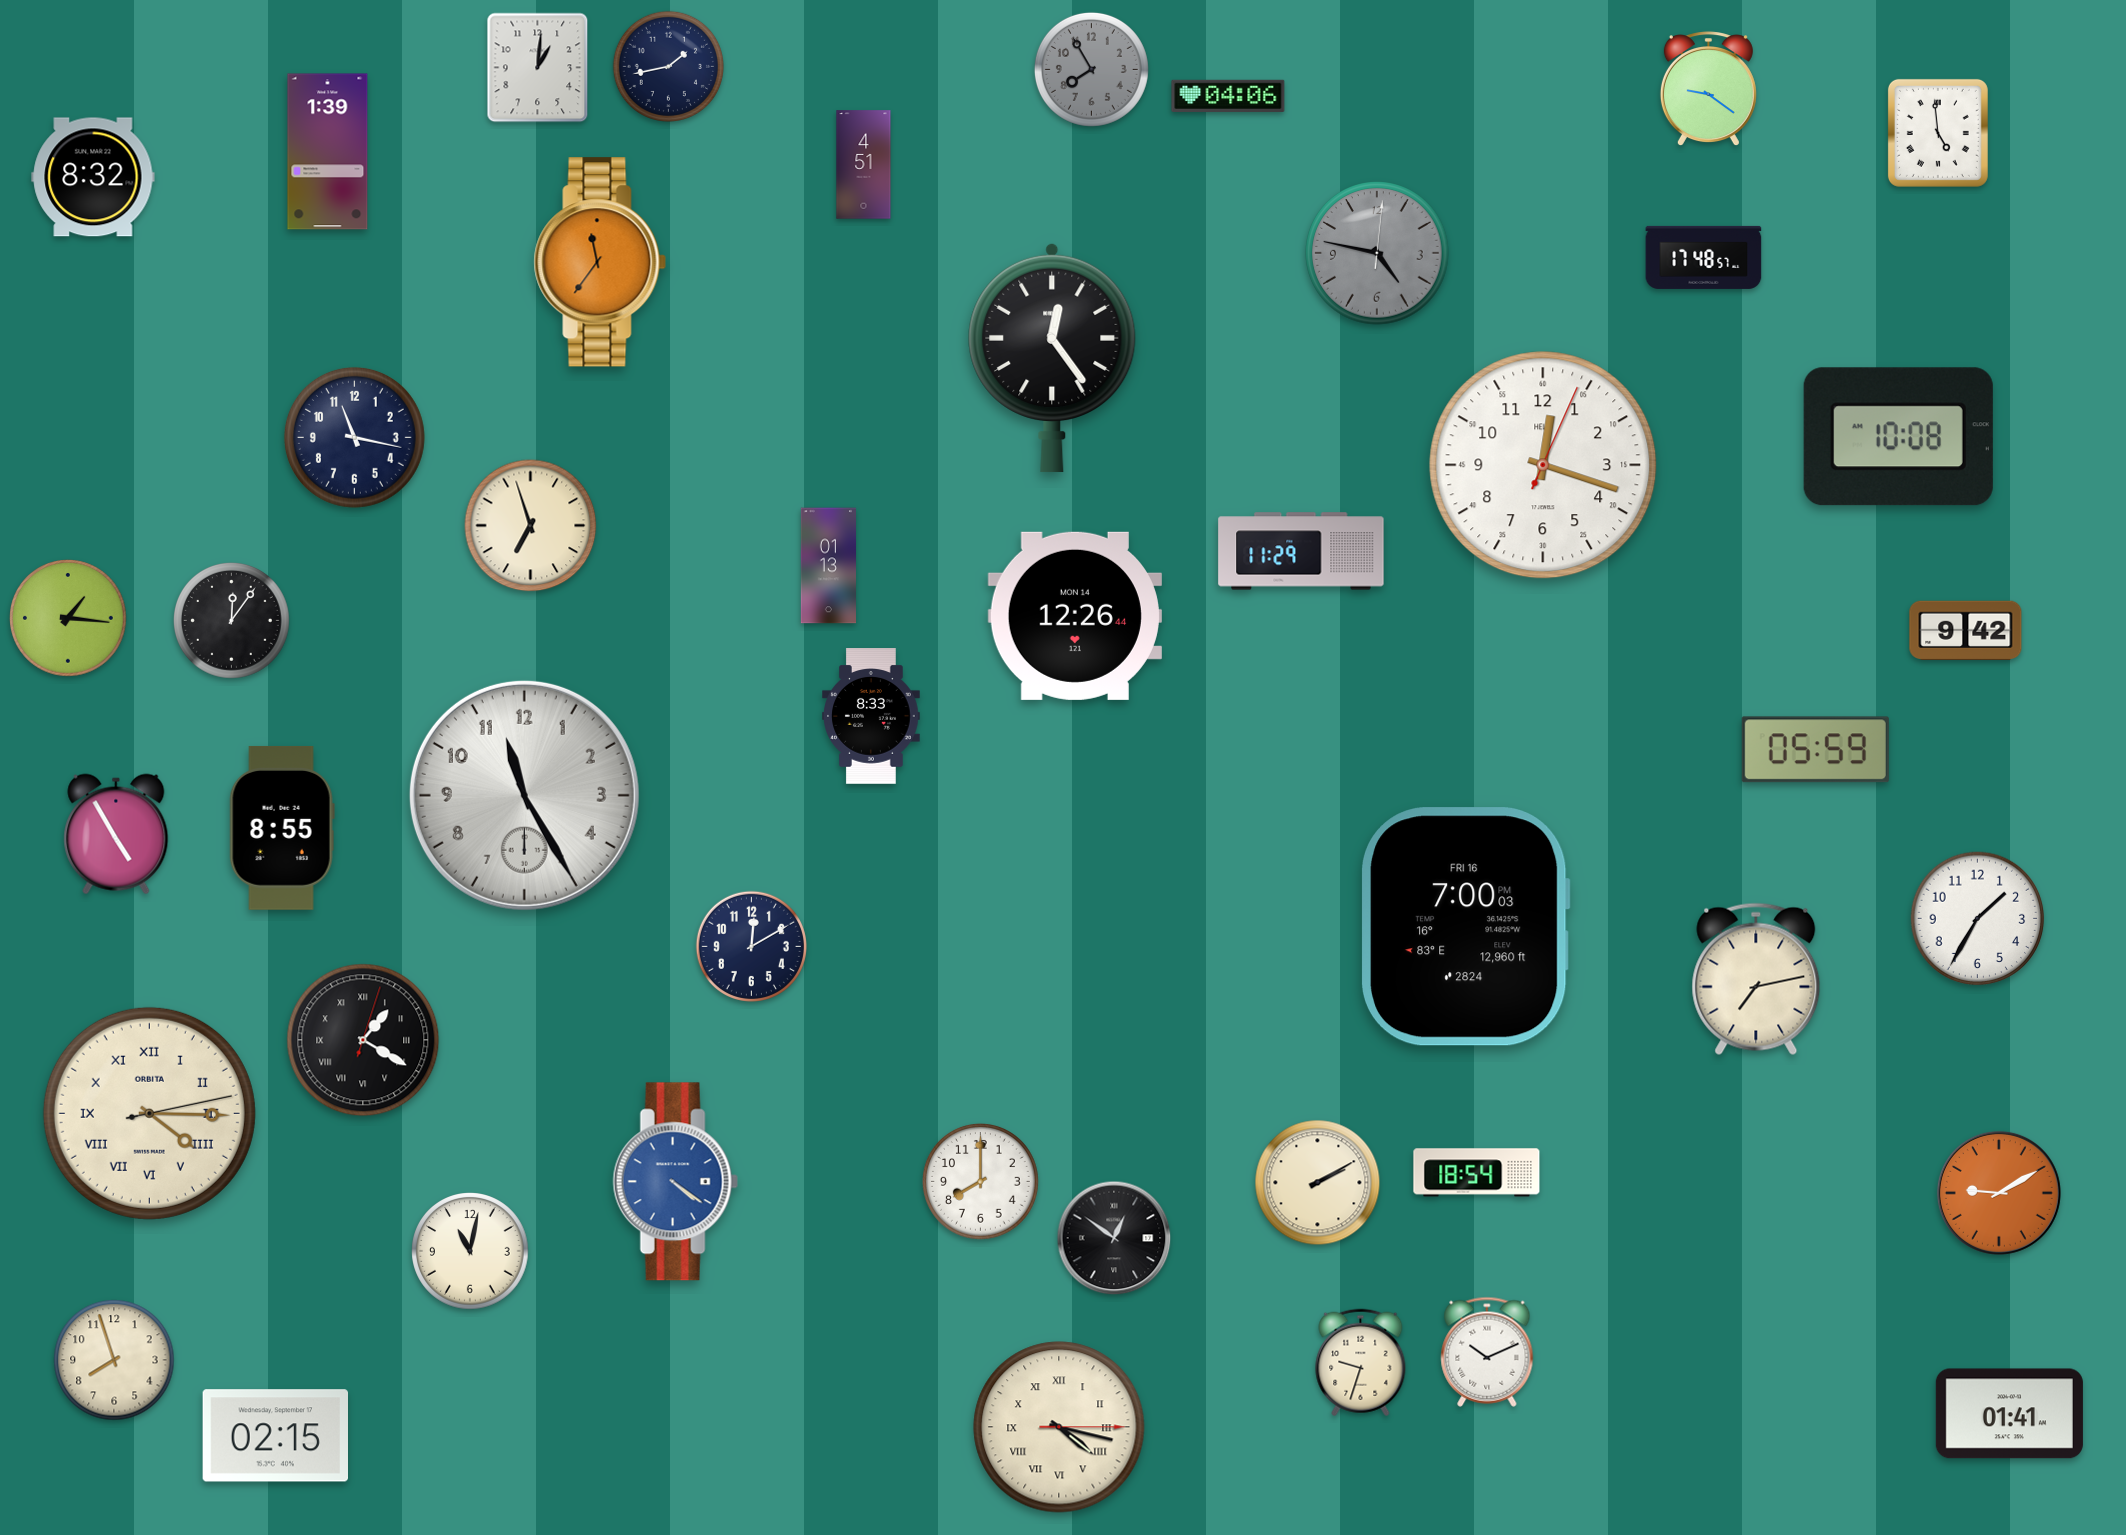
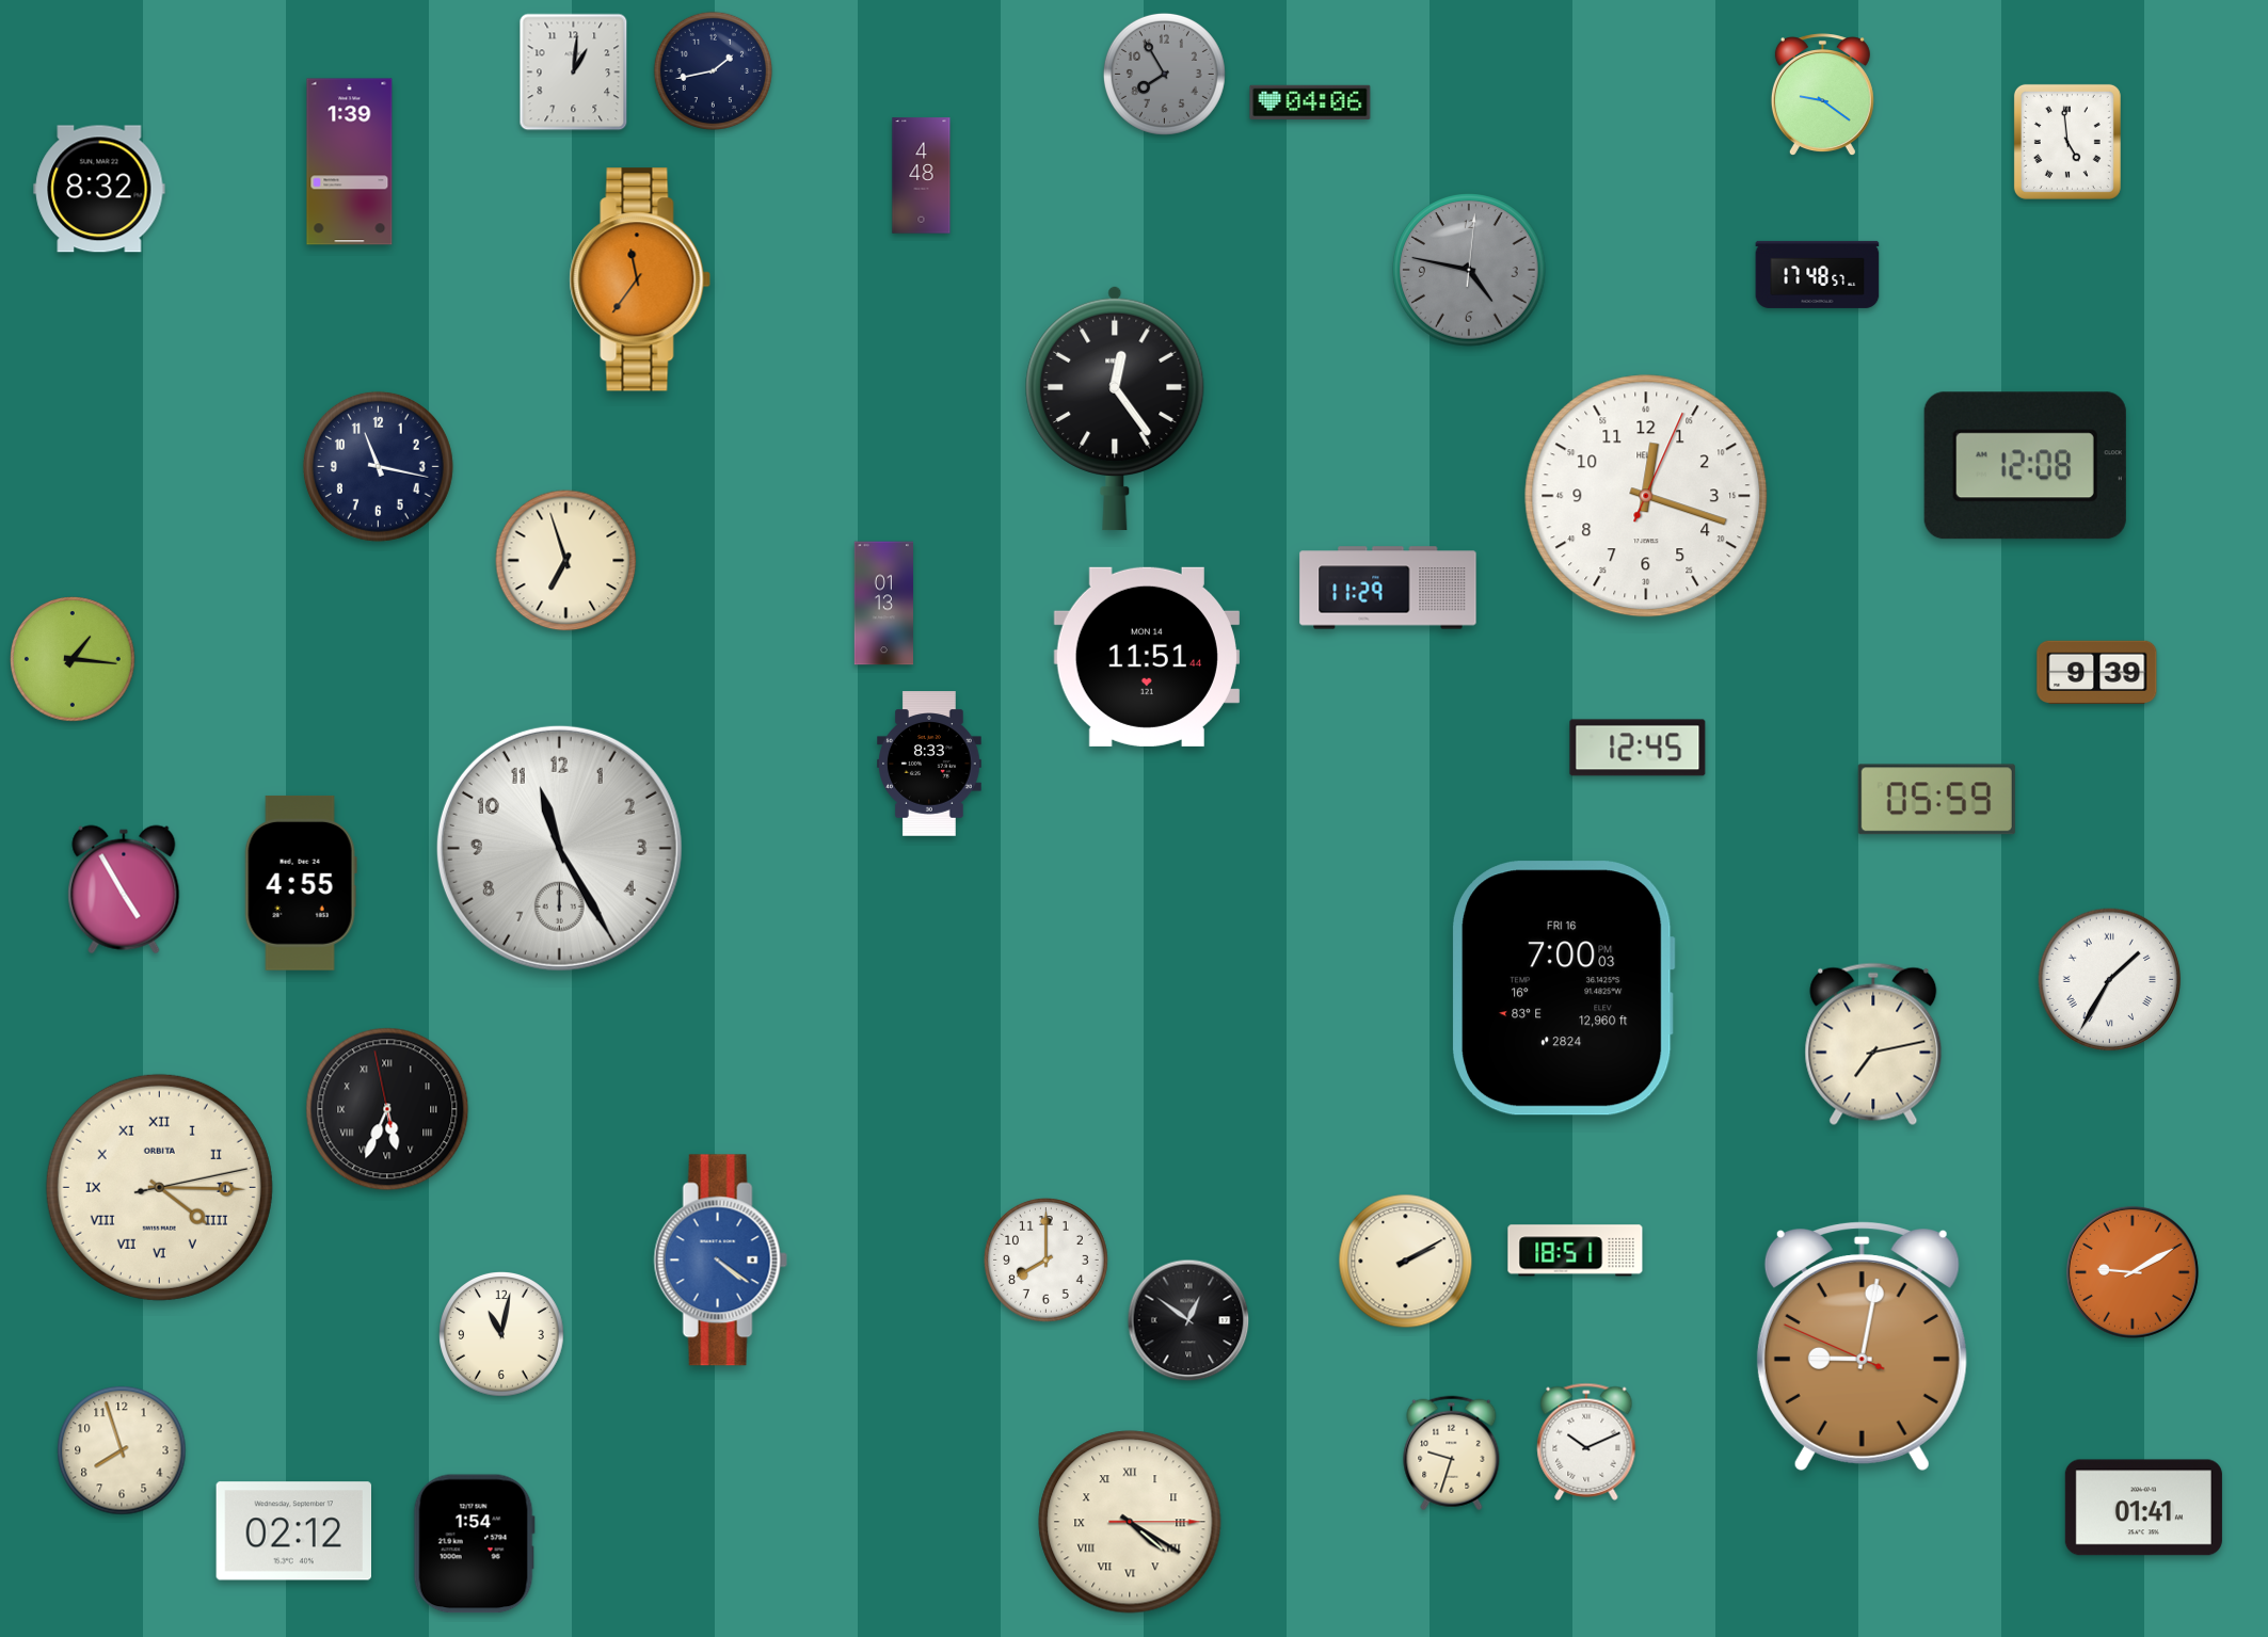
clock at (864, 165): 4:51 -> 4:48
clock at (1052, 358) position: (1052, 358) -> (1115, 408)
clock at (1898, 437): 10:08 -> 12:08
clock at (1075, 616): 12:26 -> 11:51
clock at (232, 621): 12:06 -> none
clock at (1966, 630): 9:42 -> 9:39
clock at (1638, 748): none -> 12:45
clock at (282, 828): 8:55 -> 4:55
clock at (1978, 919) numerals: Arabic -> Roman
clock at (751, 946): 12:10 -> none
clock at (363, 1040): 1:20 -> 5:33
clock at (1477, 1173): 18:54 -> 18:51
clock at (1862, 1346): none -> 9:01
clock at (1059, 1427): 4:17 -> 4:20
clock at (275, 1436): 02:15 -> 02:12
clock at (474, 1544): none -> 1:54
